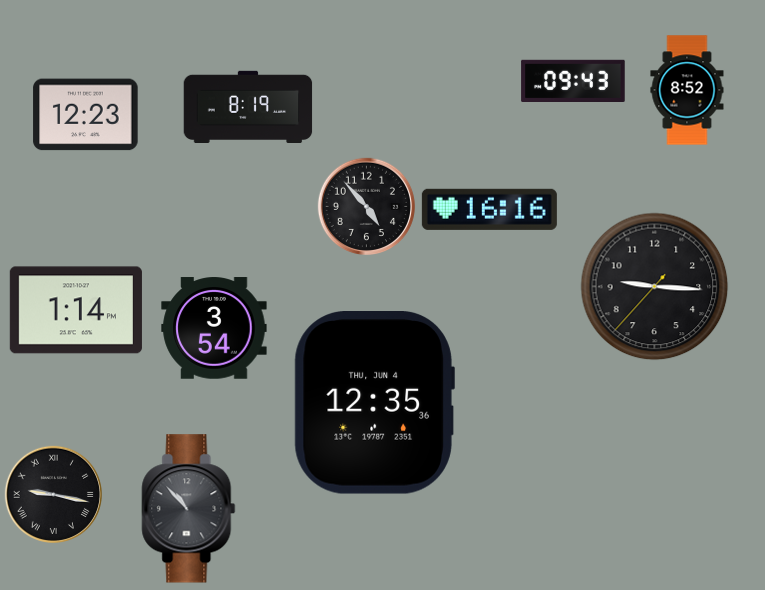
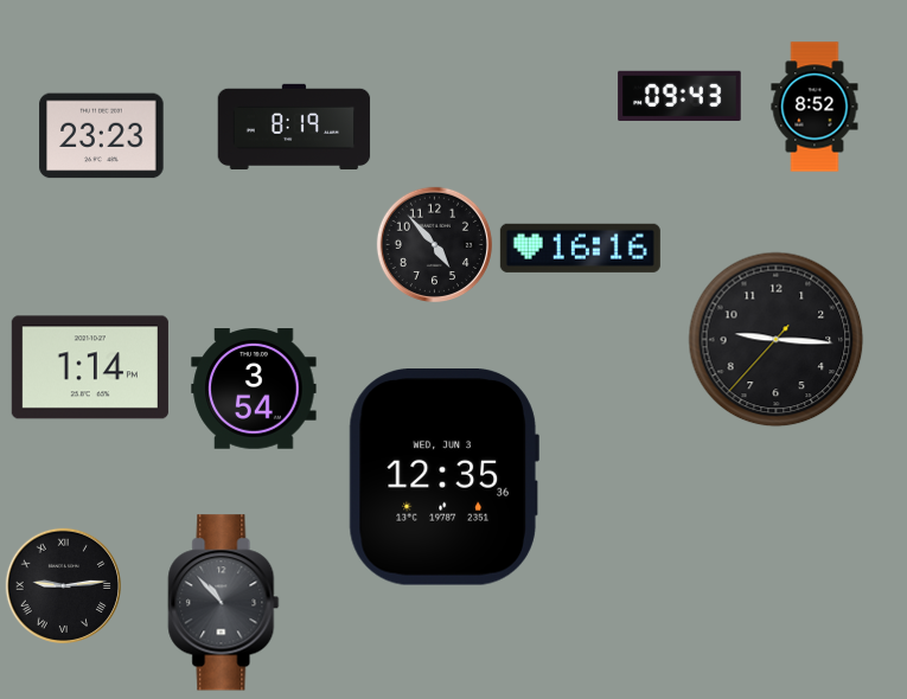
clock at (86, 115): 12:23 -> 23:23
clock at (374, 403) date: THU, JUN 4 -> WED, JUN 3
clock at (53, 494): 9:17 -> 9:14
